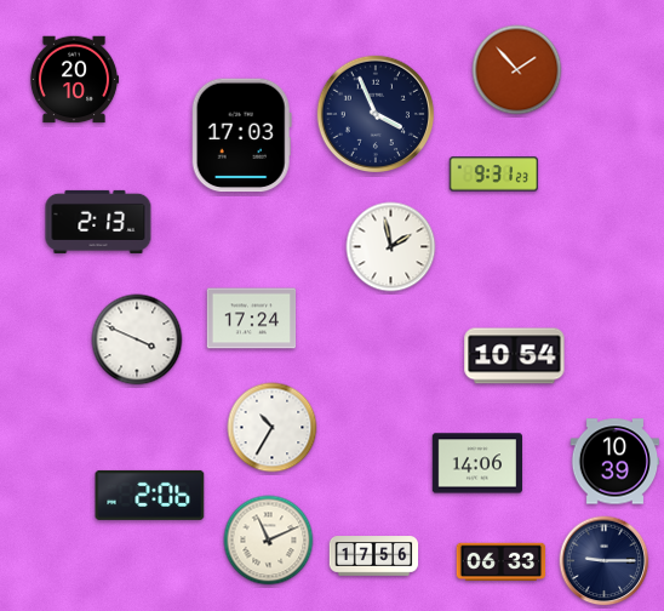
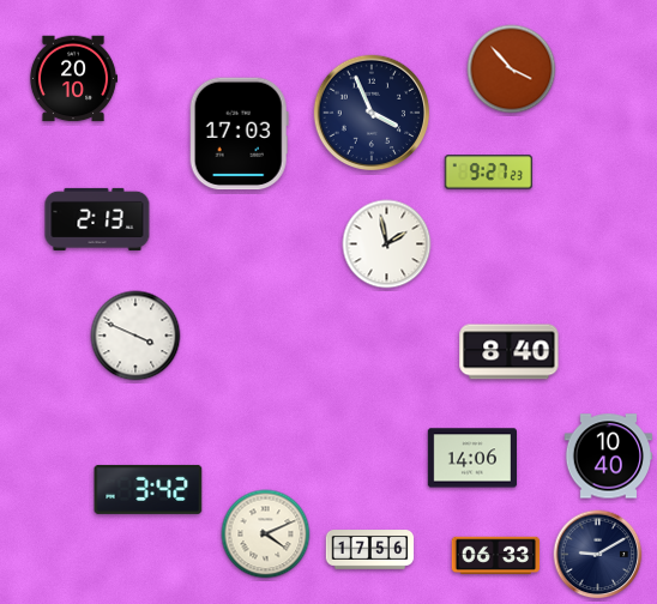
clock at (517, 70): 1:53 -> 3:53
clock at (494, 175): 9:31 -> 9:27
clock at (252, 319): 17:24 -> none
clock at (515, 356): 10:54 -> 8:40
clock at (273, 428): 10:35 -> none
clock at (616, 462): 10:39 -> 10:40
clock at (150, 495): 2:06 -> 3:42
clock at (269, 541): 11:11 -> 4:11
clock at (605, 561): 9:15 -> 9:10
